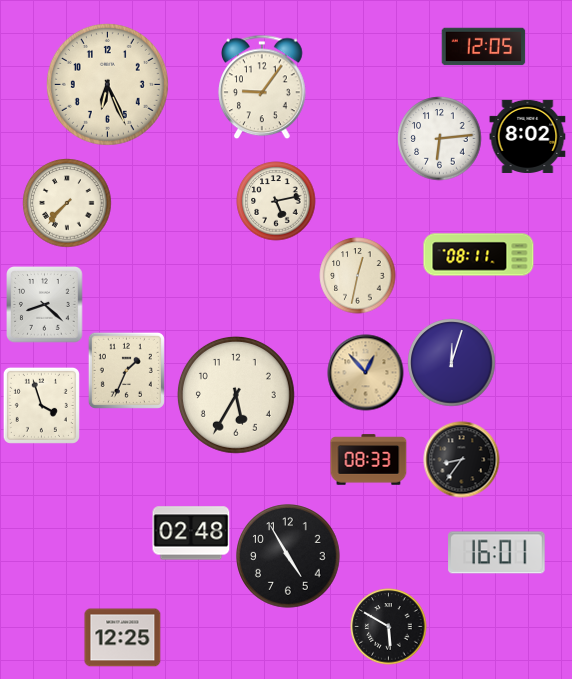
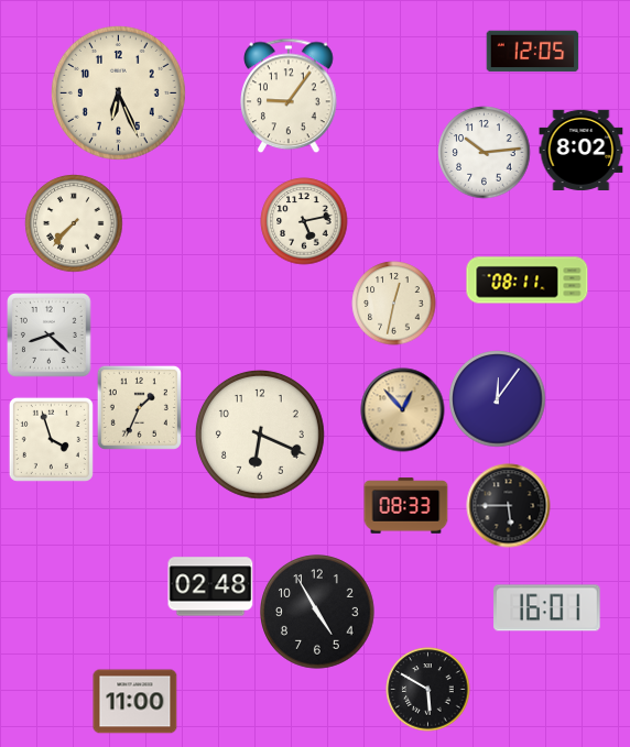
clock at (440, 139): 6:14 -> 10:14
clock at (452, 363): 12:03 -> 12:06
clock at (236, 395): 5:35 -> 6:19
clock at (41, 405) position: (41, 405) -> (51, 439)
clock at (462, 460): 8:36 -> 5:45
clock at (123, 638): 12:25 -> 11:00
